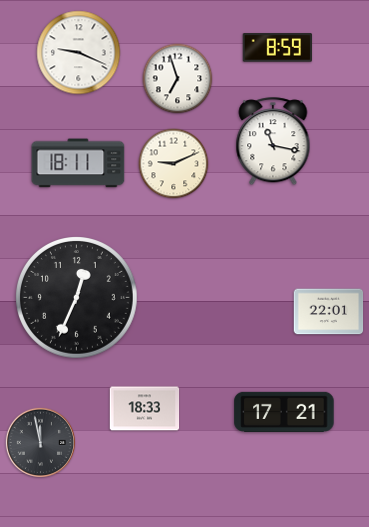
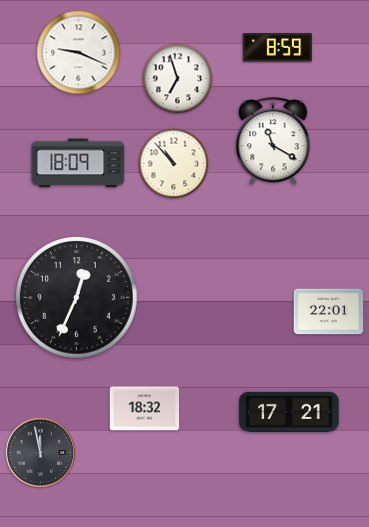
clock at (273, 142): 11:17 -> 11:20
clock at (78, 163): 18:11 -> 18:09
clock at (174, 164): 9:11 -> 10:53
clock at (145, 409): 18:33 -> 18:32
clock at (284, 411) position: (284, 411) -> (289, 411)
clock at (40, 442) position: (40, 442) -> (40, 452)
